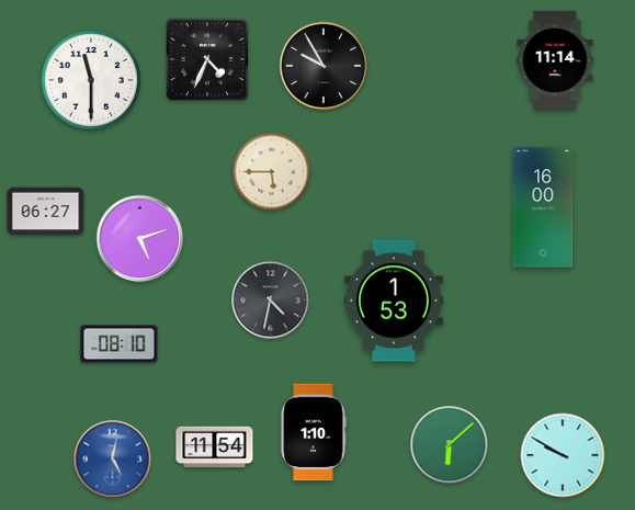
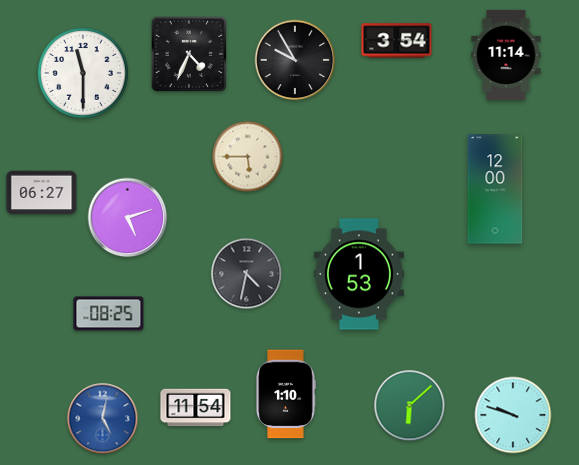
clock at (397, 41): none -> 3:54
clock at (543, 207): 16:00 -> 12:00
clock at (120, 344): 08:10 -> 08:25
clock at (563, 455): 9:50 -> 9:48
